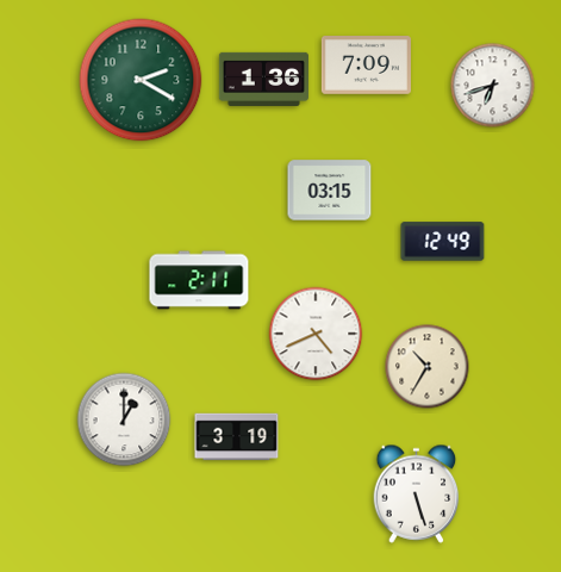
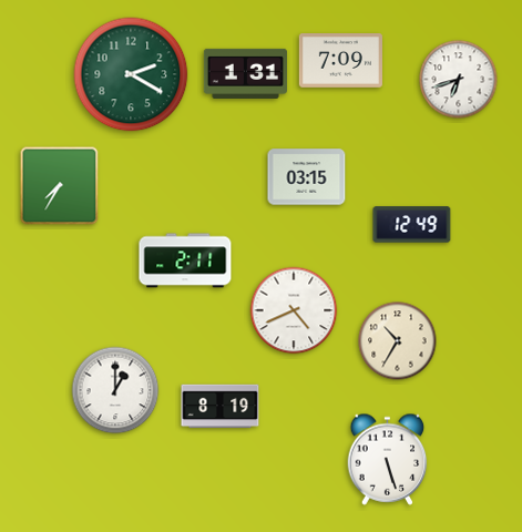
clock at (263, 79): 1:36 -> 1:31
clock at (60, 186): none -> 7:35
clock at (237, 437): 3:19 -> 8:19
